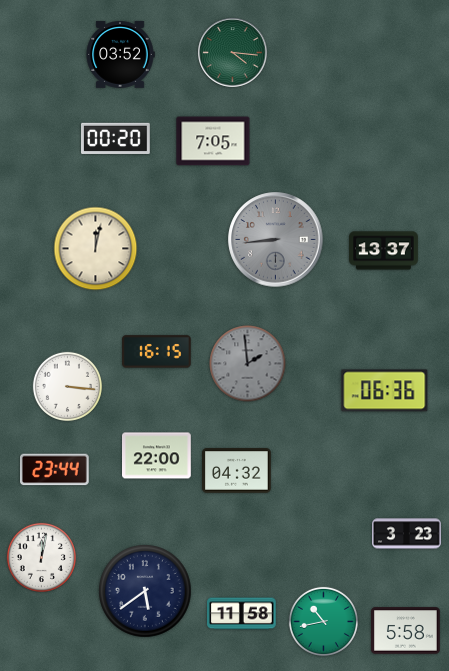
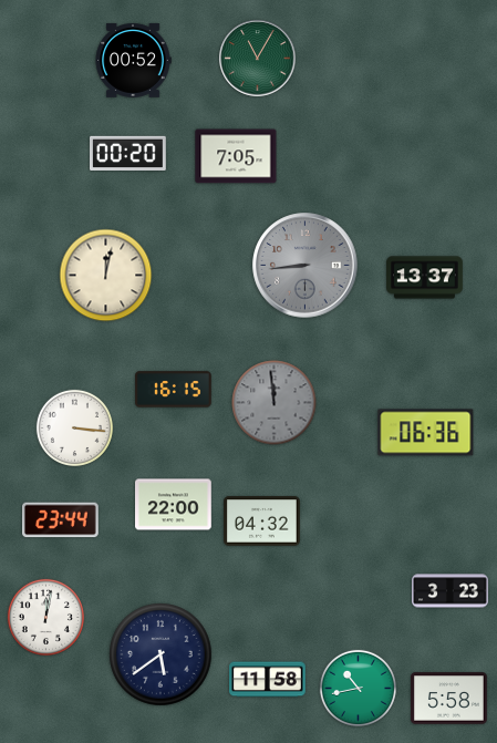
clock at (233, 53): 4:16 -> 11:05
clock at (120, 54): 03:52 -> 00:52
clock at (248, 364): 1:59 -> 11:59
